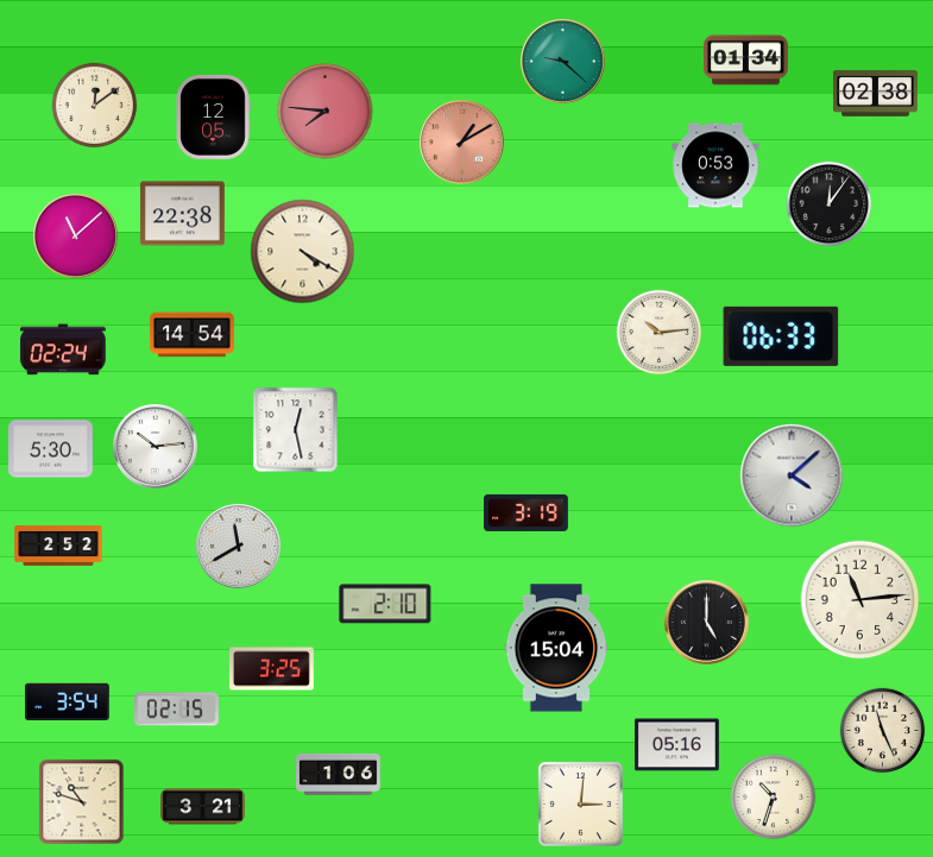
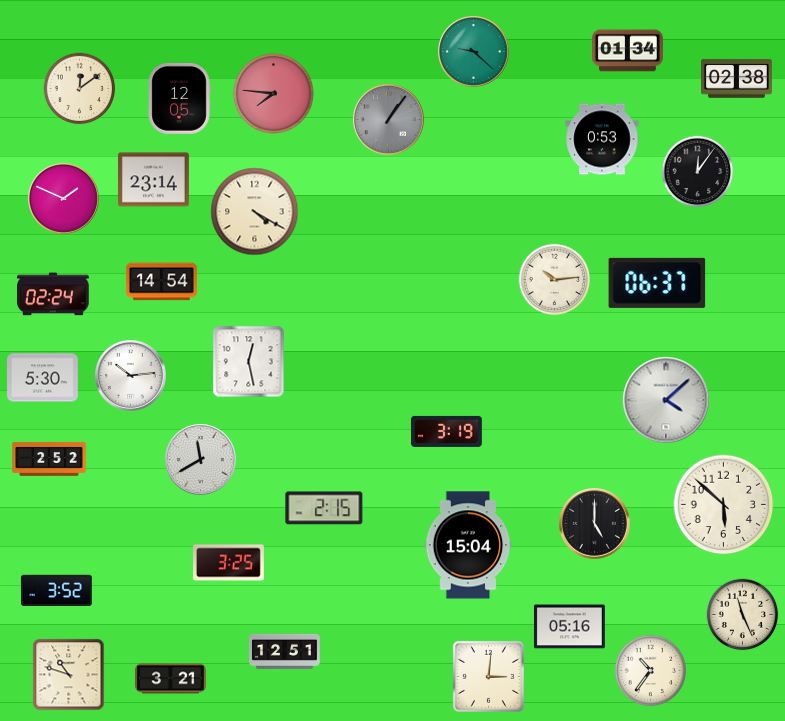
clock at (462, 143): 1:10 -> 1:06
clock at (462, 143) dial: salmon -> grey
clock at (183, 214): 22:38 -> 23:14
clock at (76, 237): 11:08 -> 1:49
clock at (781, 336): 06:33 -> 06:37
clock at (527, 512) position: (527, 512) -> (447, 431)
clock at (860, 600): 11:14 -> 5:52
clock at (385, 604): 2:10 -> 2:15
clock at (67, 702): 3:54 -> 3:52
clock at (177, 710): 02:15 -> none
clock at (339, 774): 1:06 -> 12:51
clock at (774, 798): 10:33 -> 10:36
